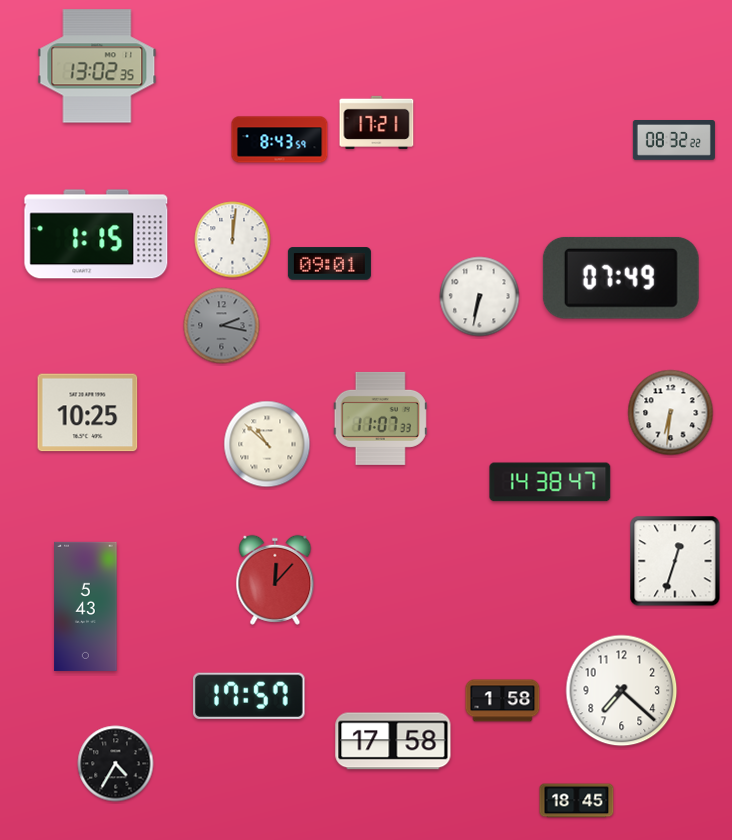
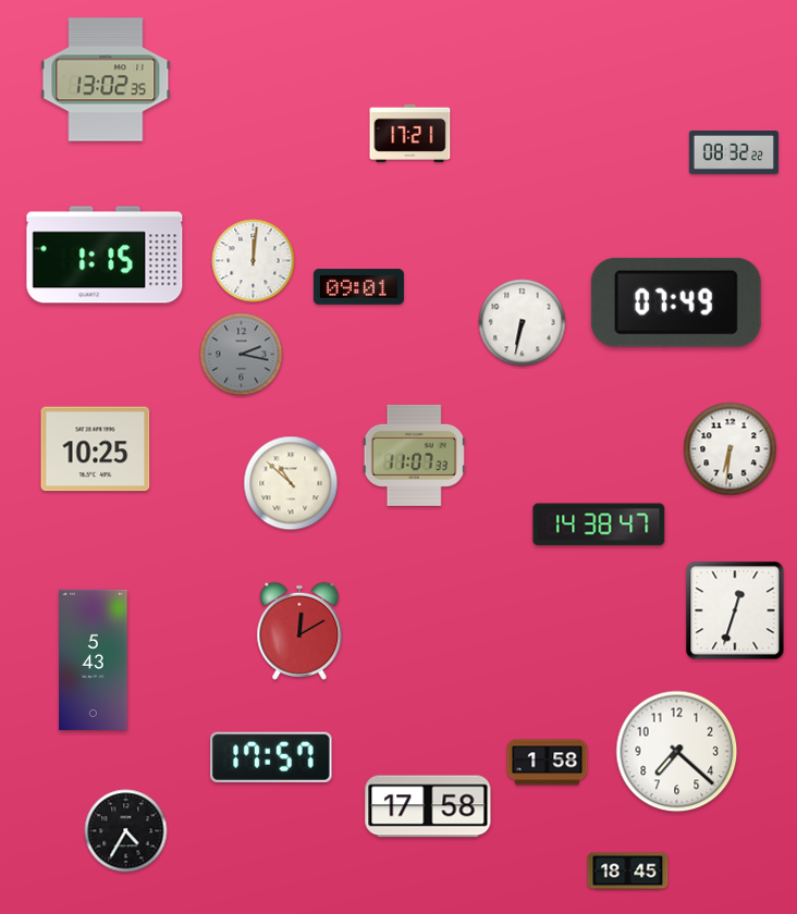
clock at (97, 66) position: (97, 66) -> (106, 79)
clock at (280, 140): 8:43 -> none
clock at (275, 580): 12:07 -> 12:10
